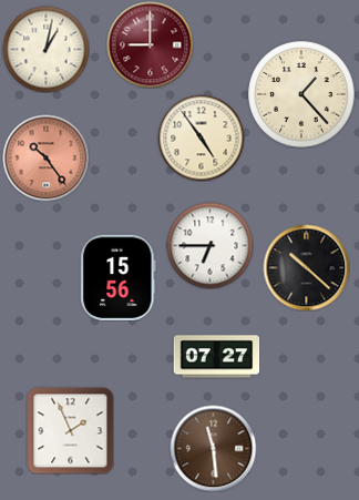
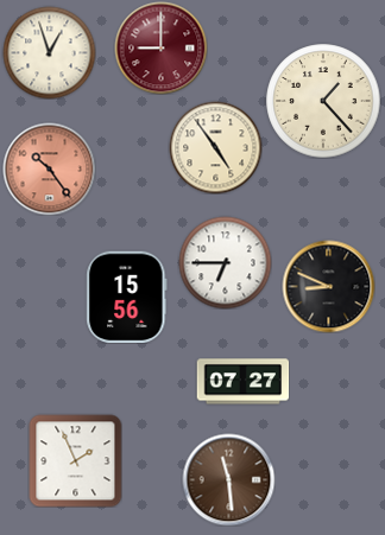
clock at (45, 49): 1:02 -> 12:57
clock at (306, 267): 10:22 -> 8:49
clock at (216, 357) position: (216, 357) -> (242, 382)
